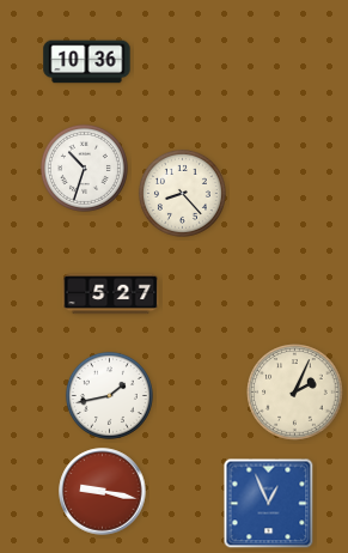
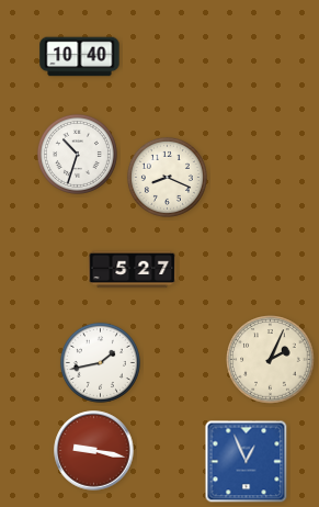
clock at (87, 62): 10:36 -> 10:40
clock at (182, 193): 8:23 -> 8:19
clock at (111, 294) position: (111, 294) -> (133, 270)
